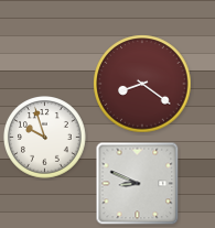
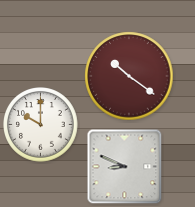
clock at (142, 84): 8:21 -> 10:21
clock at (45, 138): 9:57 -> 10:00
